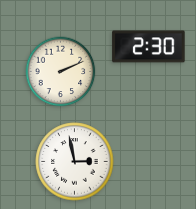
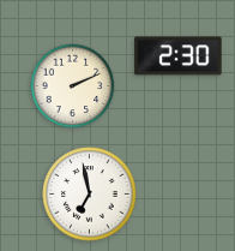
clock at (75, 162): 2:58 -> 6:58
